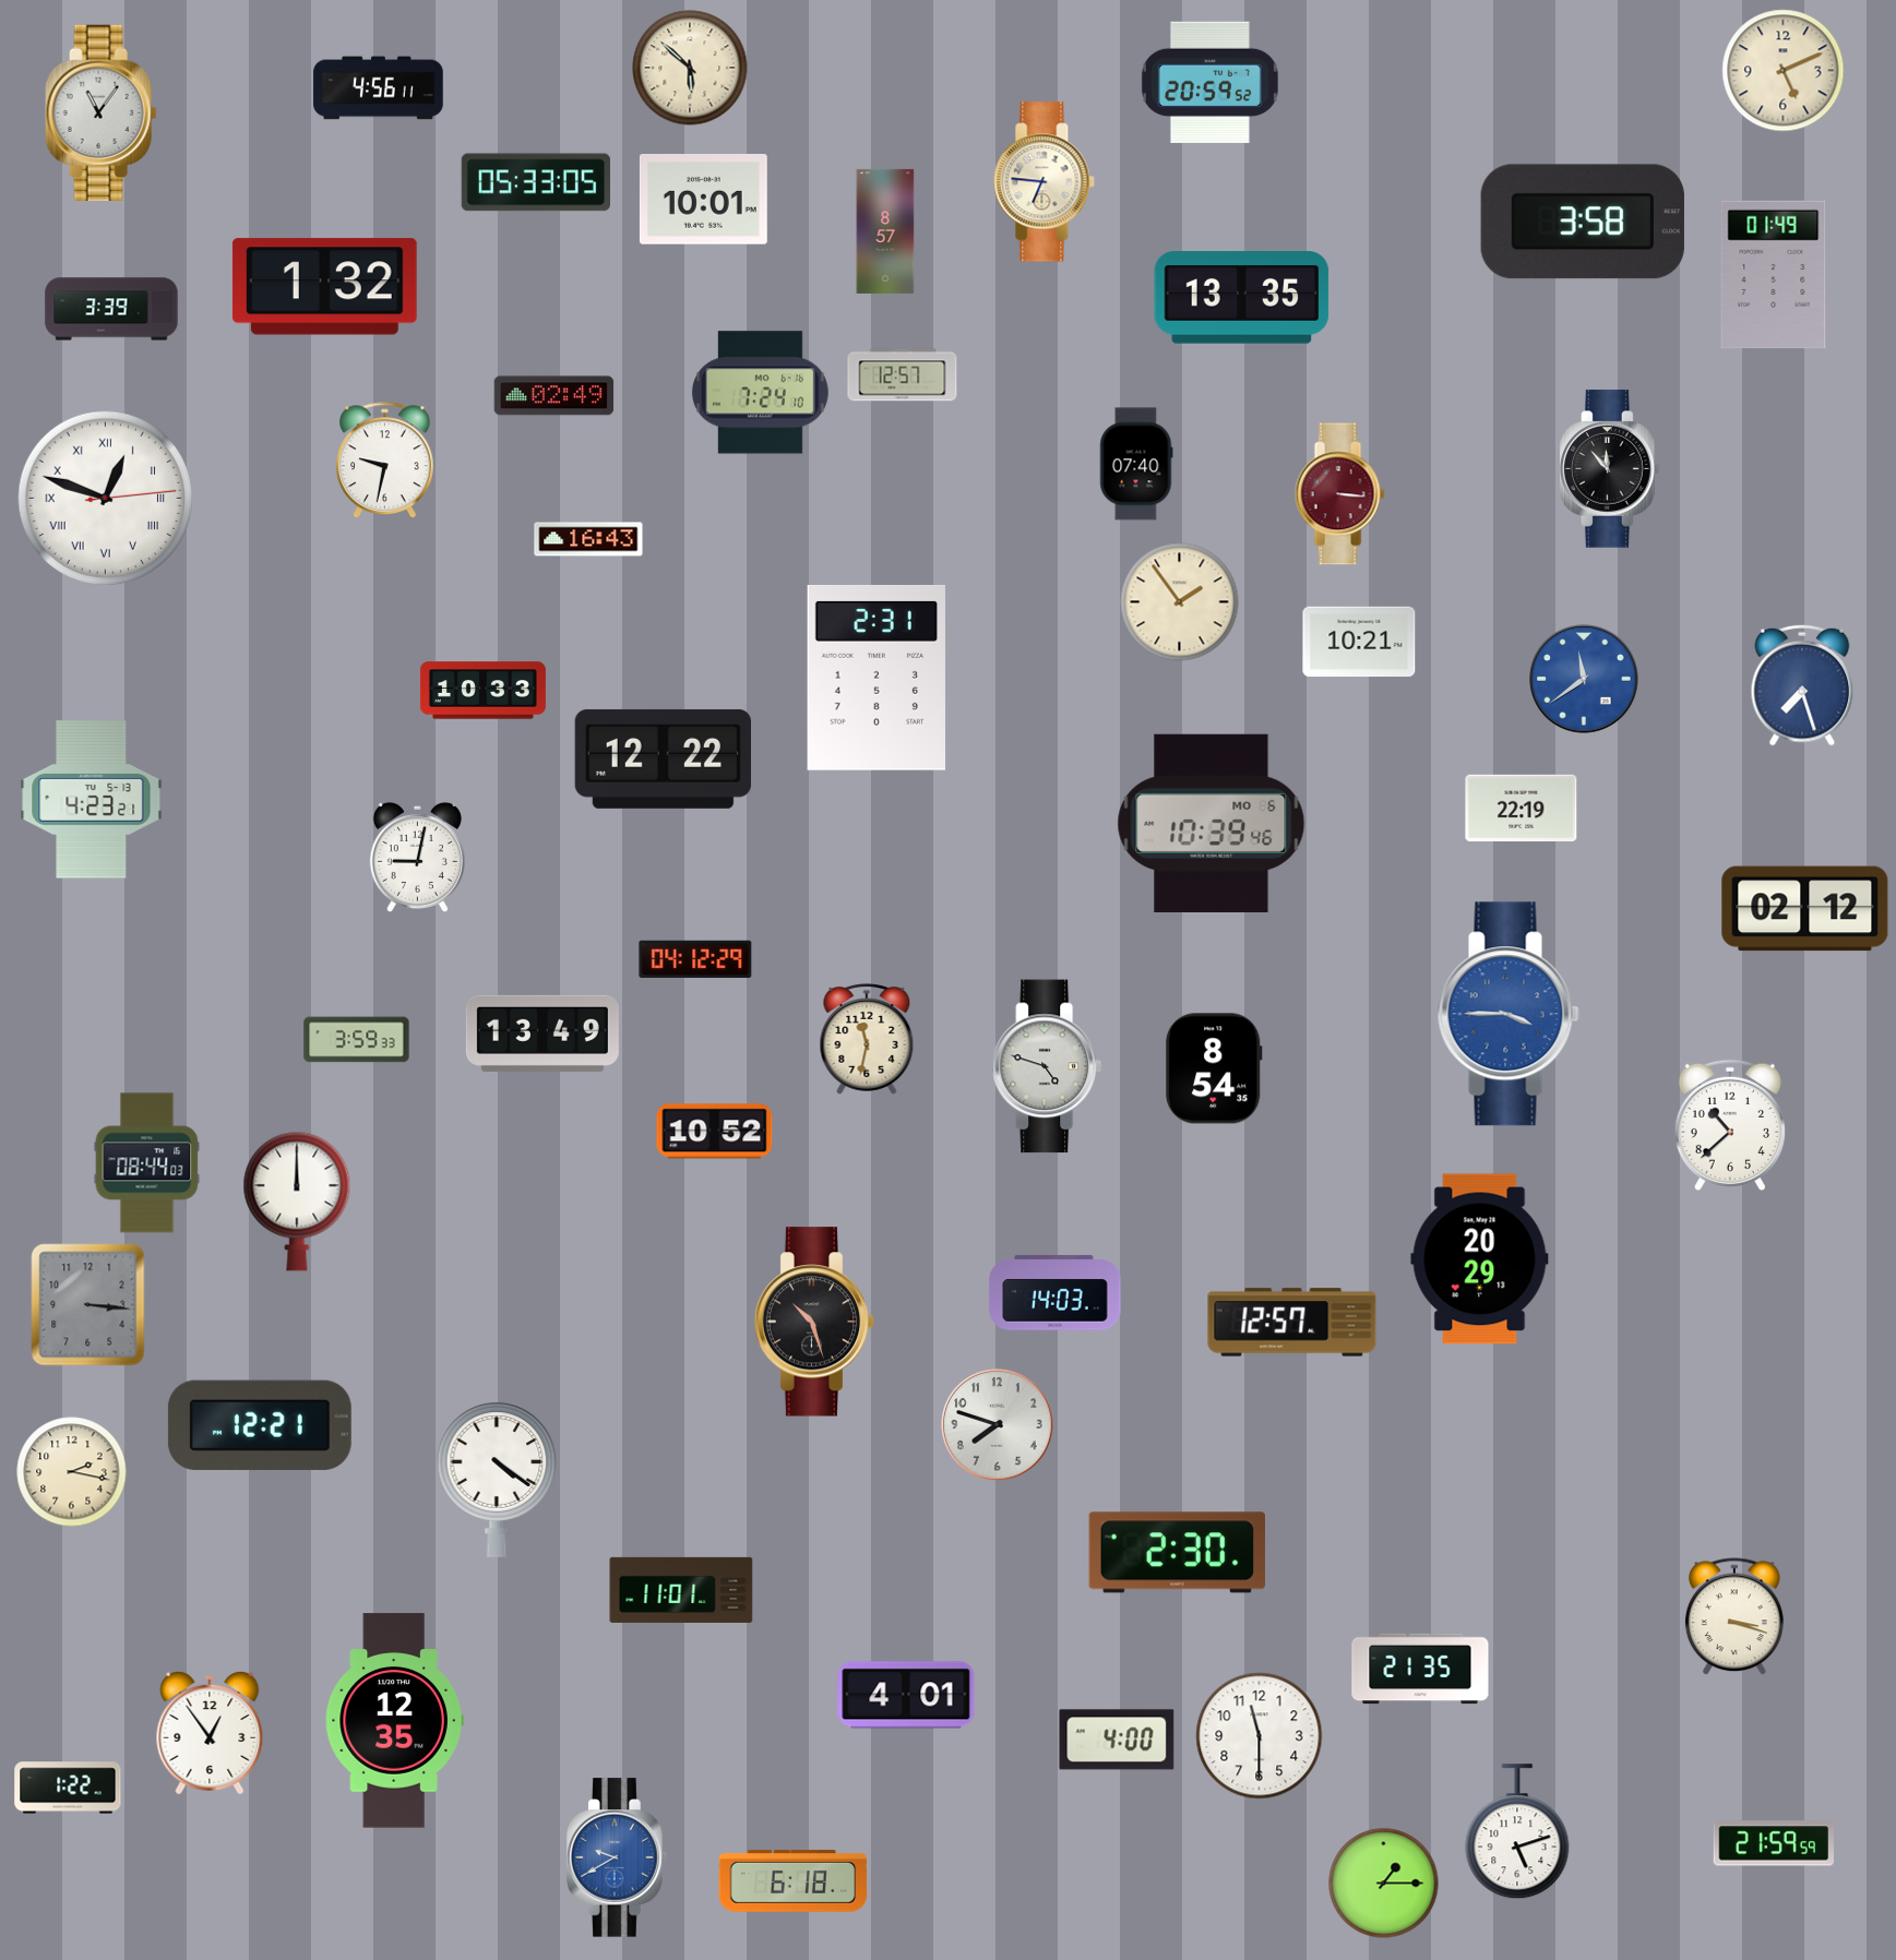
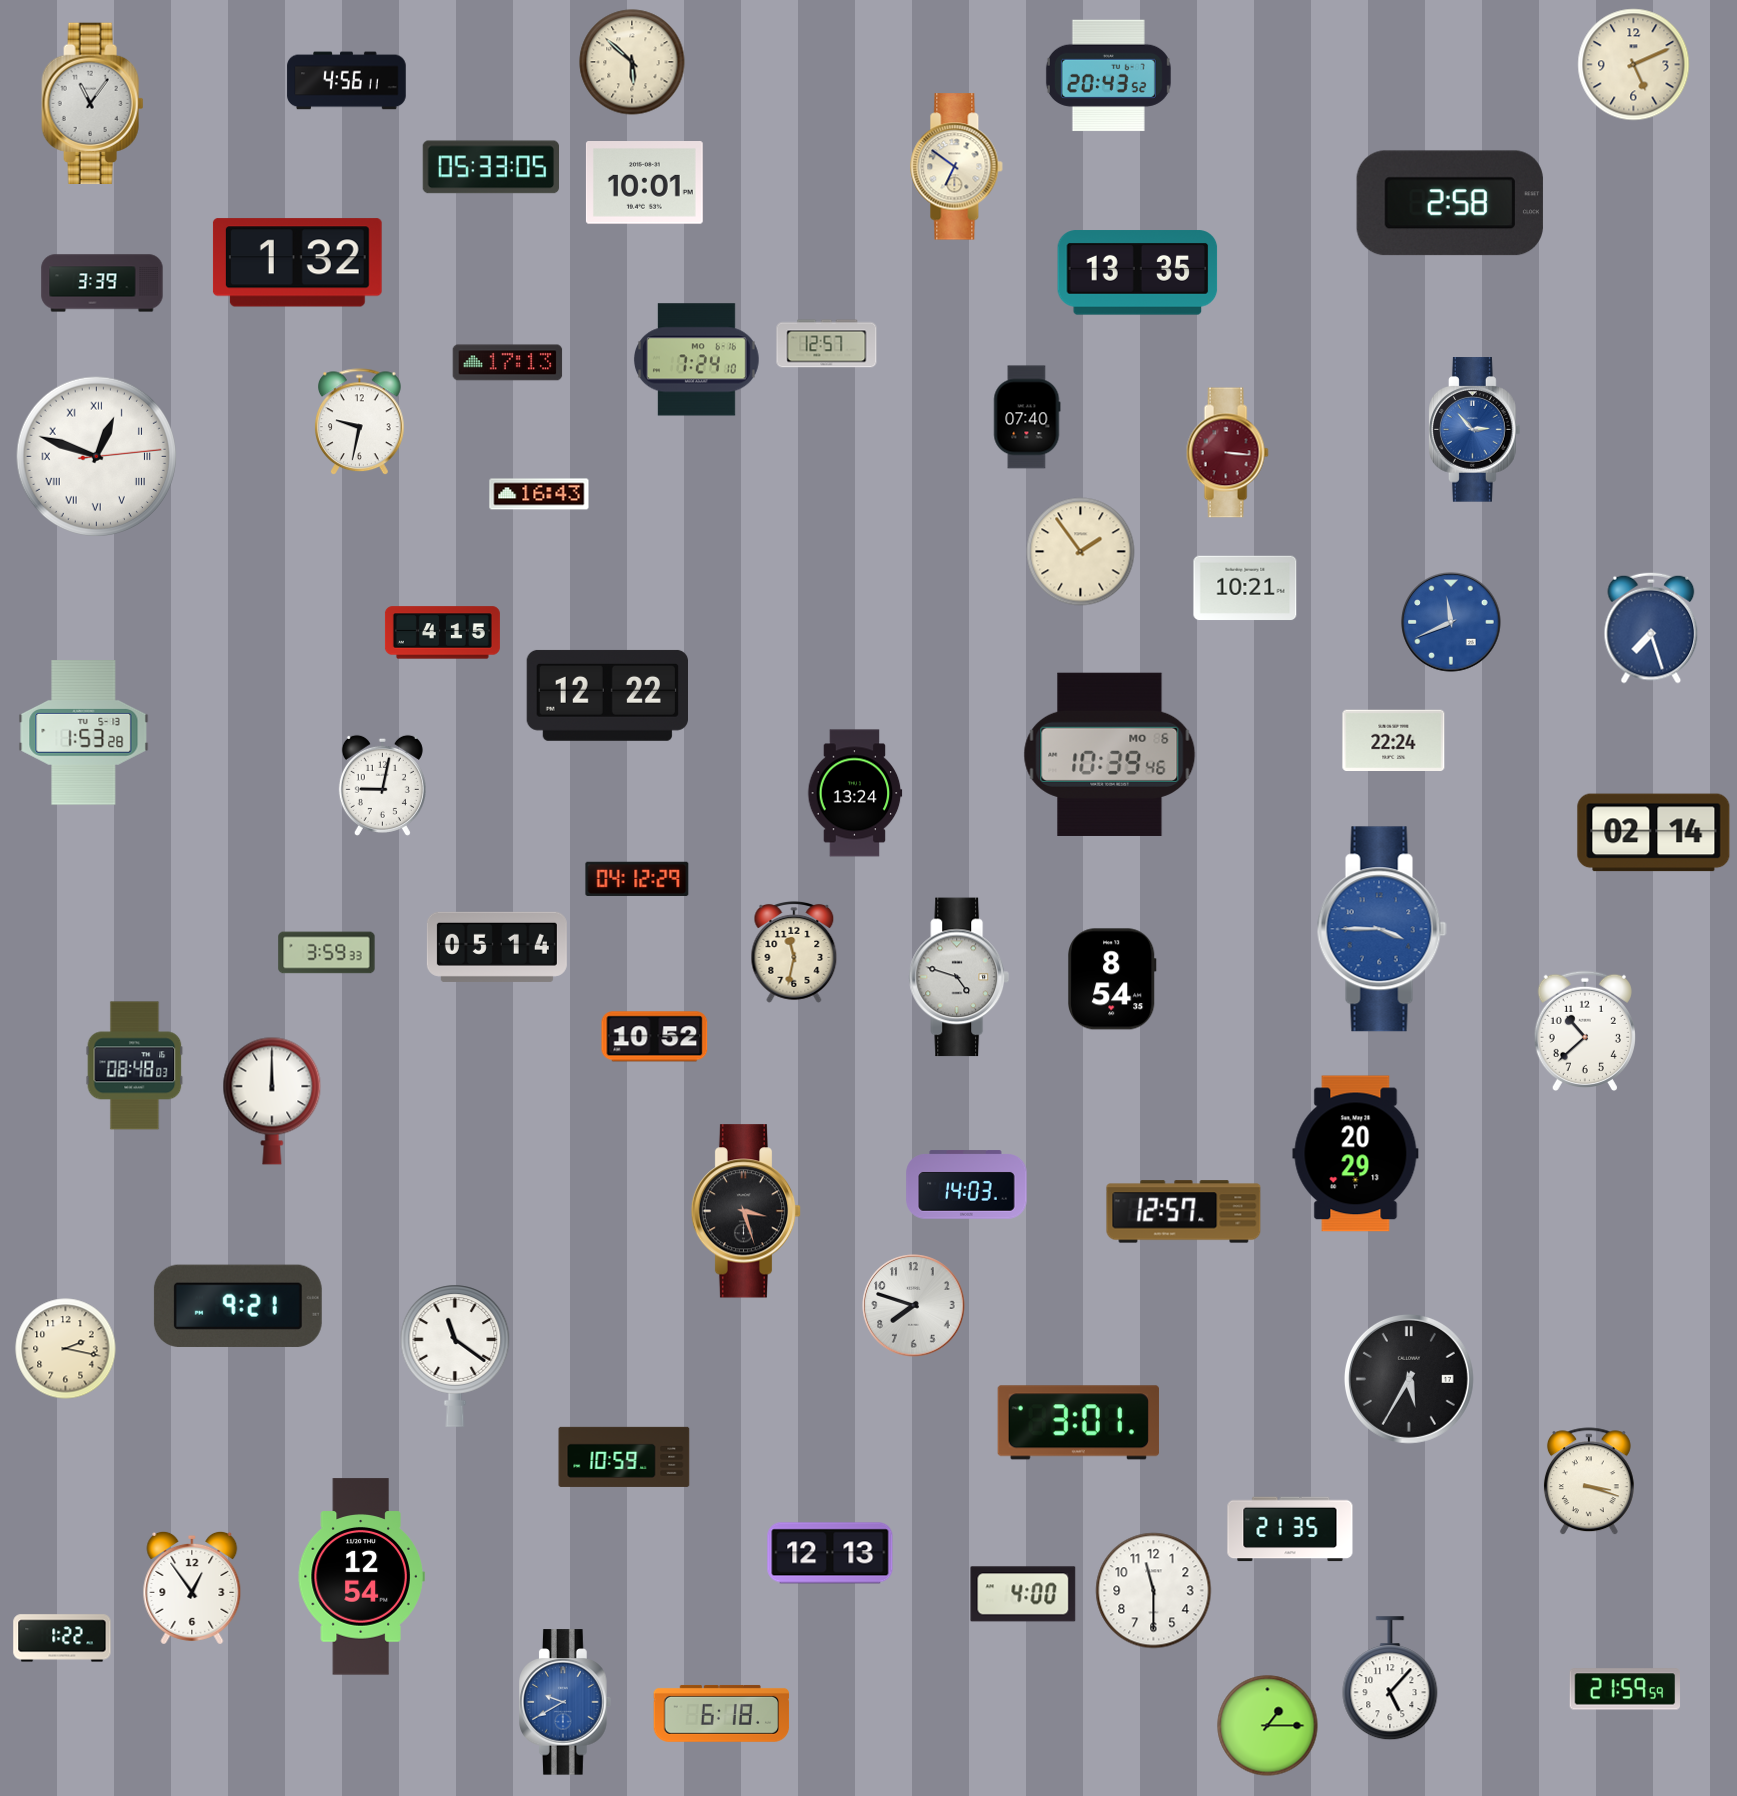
clock at (1209, 83): 20:59 -> 20:43
clock at (1045, 182): 6:46 -> 6:51
clock at (1583, 222): 3:58 -> 2:58
clock at (885, 231): 8:57 -> none
clock at (1774, 275): 01:49 -> none
clock at (555, 396): 02:49 -> 17:13
clock at (385, 461) position: (385, 461) -> (360, 422)
clock at (1136, 464) position: (1136, 464) -> (1027, 417)
clock at (1610, 469): 11:53 -> 2:53
clock at (1610, 469) dial: black -> blue
clock at (877, 678): 2:31 -> none
clock at (1584, 679): 11:39 -> 11:41
clock at (482, 691): 10:33 -> 4:15
clock at (92, 800): 4:23 -> 1:53
clock at (1522, 809): 22:19 -> 22:24
clock at (855, 793): none -> 13:24
clock at (1805, 909): 02:12 -> 02:14
clock at (542, 1033): 13:49 -> 05:14
clock at (147, 1163): 08:44 -> 08:48
clock at (88, 1305): 3:16 -> none
clock at (814, 1322): 10:27 -> 3:27
clock at (260, 1424): 12:21 -> 9:21
clock at (497, 1480): 4:21 -> 11:21
clock at (1409, 1379): none -> 5:35
clock at (1177, 1553): 2:30 -> 3:01
clock at (681, 1590): 11:01 -> 10:59
clock at (1420, 1669) position: (1420, 1669) -> (1290, 1529)
clock at (906, 1695): 4:01 -> 12:13
clock at (394, 1721): 12:35 -> 12:54
clock at (1517, 1832): 5:12 -> 5:07
clock at (794, 1880) position: (794, 1880) -> (722, 1713)
